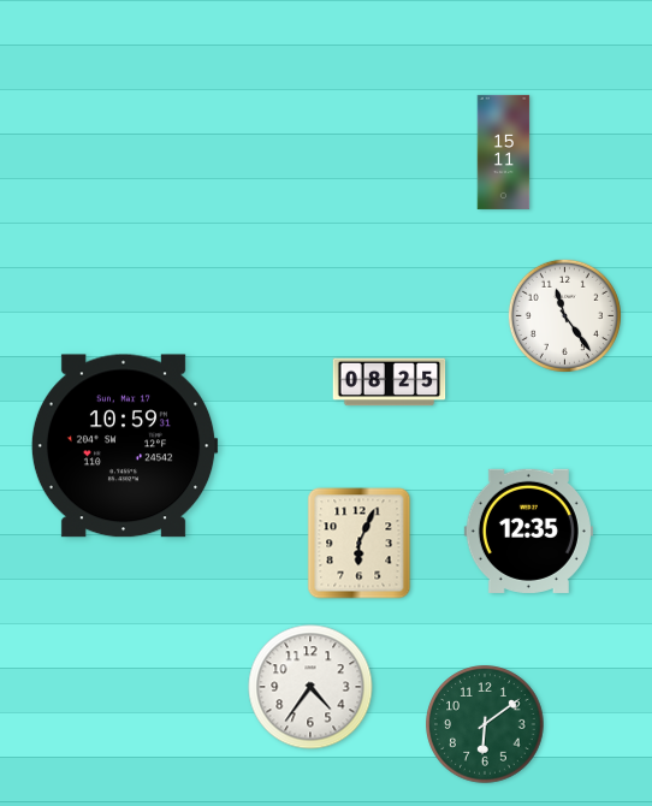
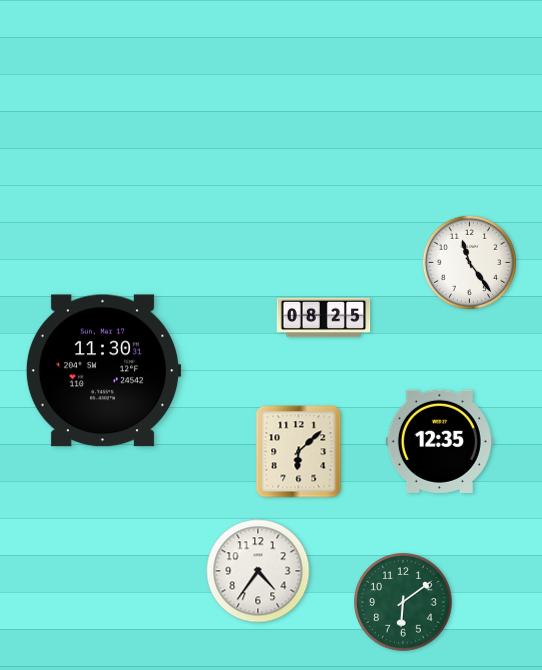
clock at (504, 152): 15:11 -> none
clock at (124, 446): 10:59 -> 11:30
clock at (360, 544): 6:04 -> 6:08
